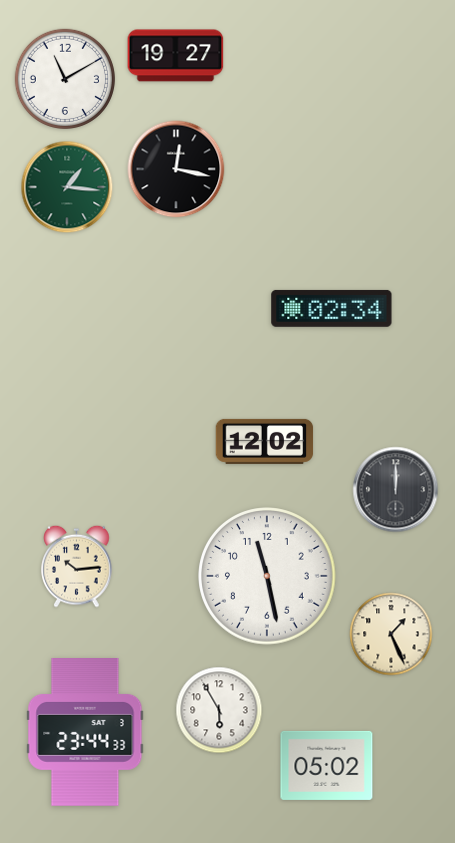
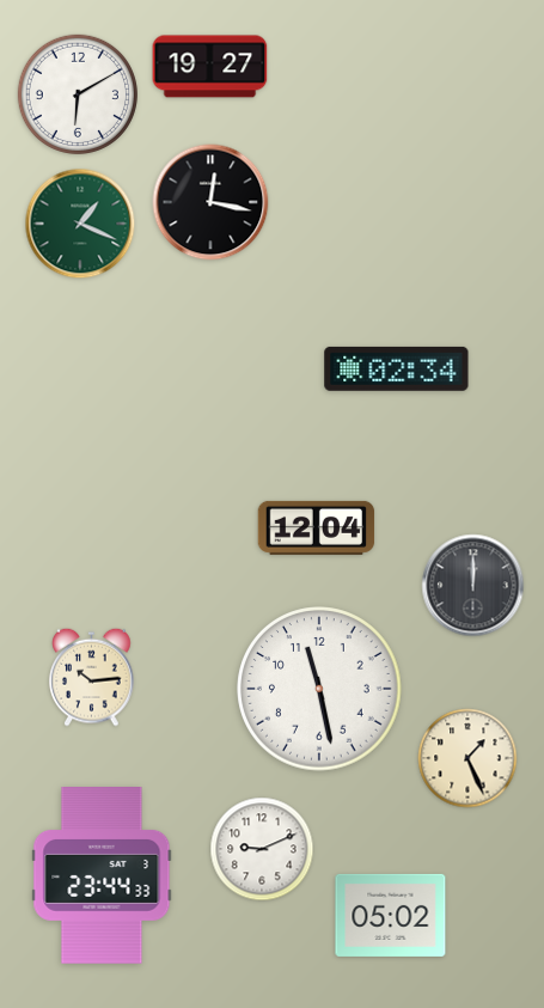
clock at (65, 79): 11:10 -> 6:10
clock at (67, 187): 1:16 -> 1:19
clock at (265, 441): 12:02 -> 12:04
clock at (219, 710): 5:55 -> 9:11
